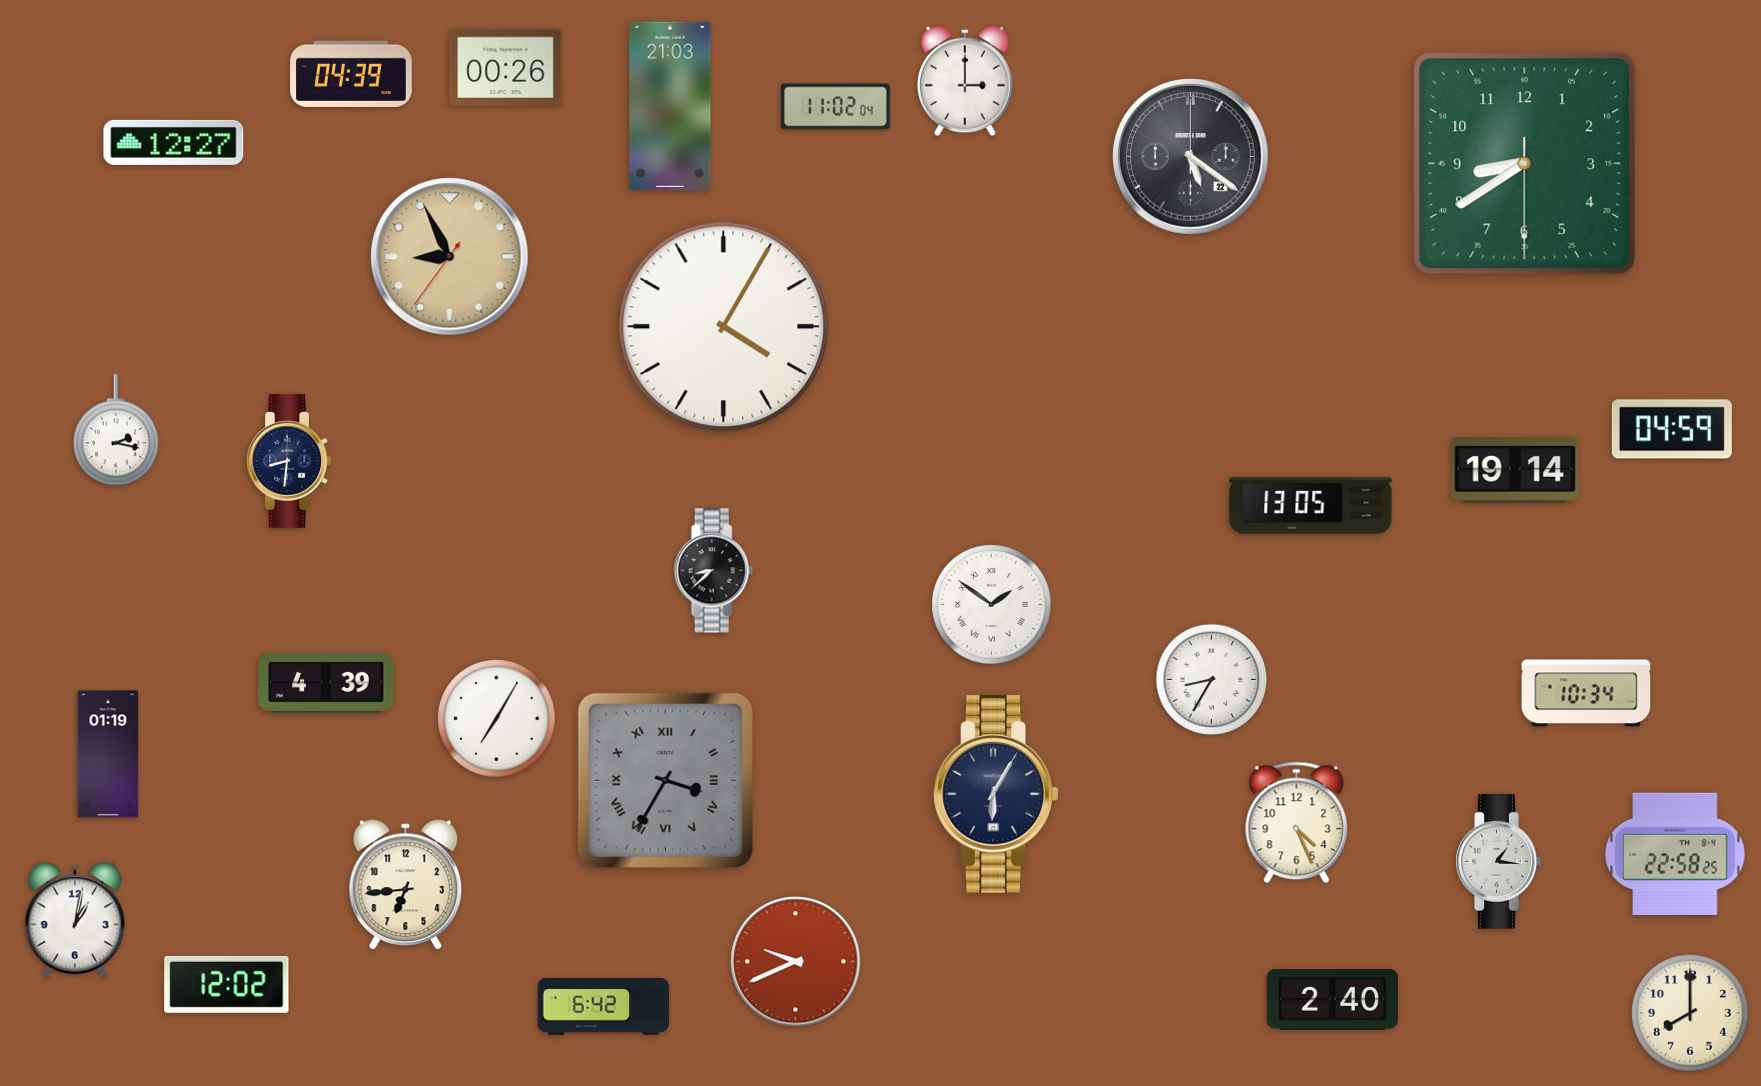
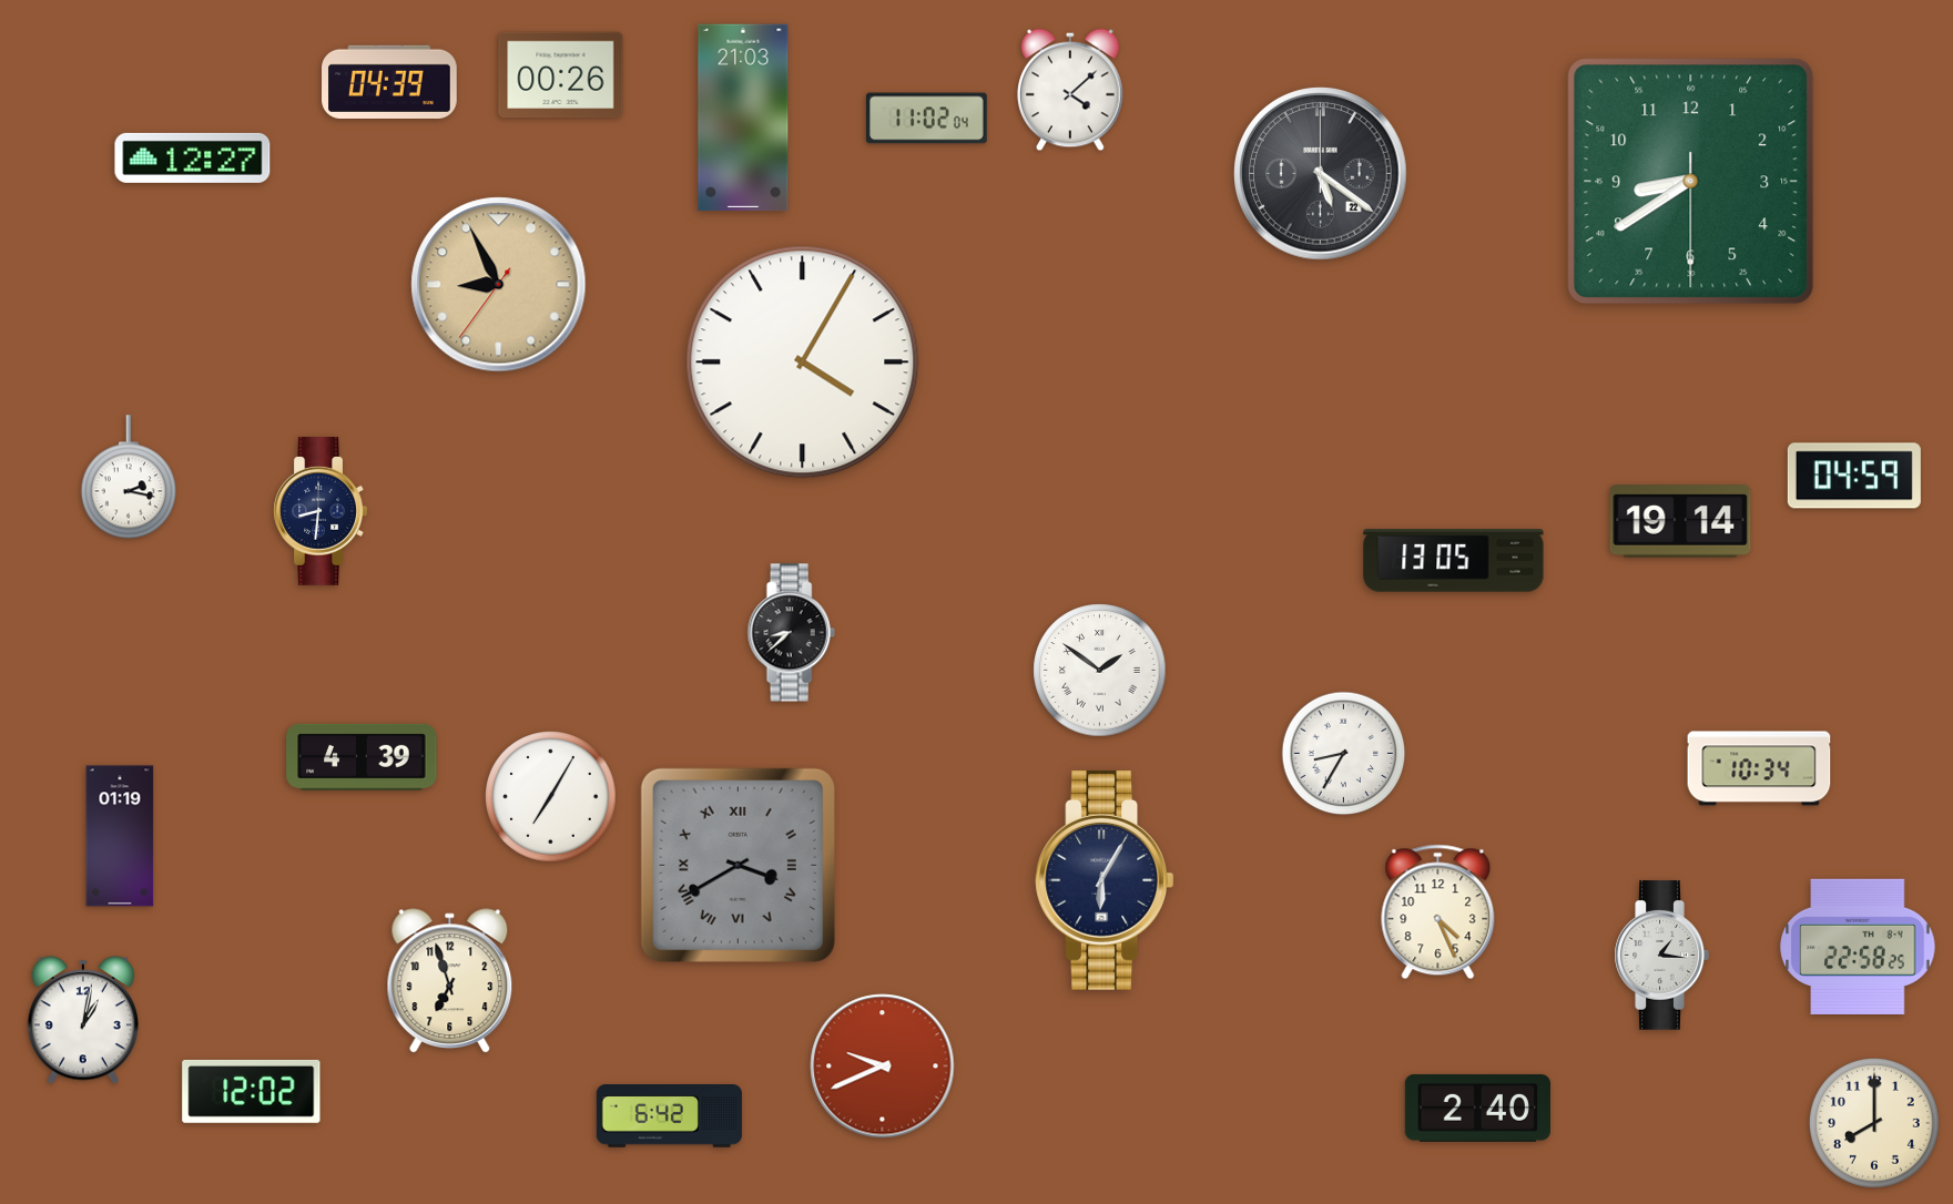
clock at (966, 81): 3:00 -> 4:08
clock at (665, 780): 3:35 -> 3:40
clock at (406, 884): 6:44 -> 6:57
